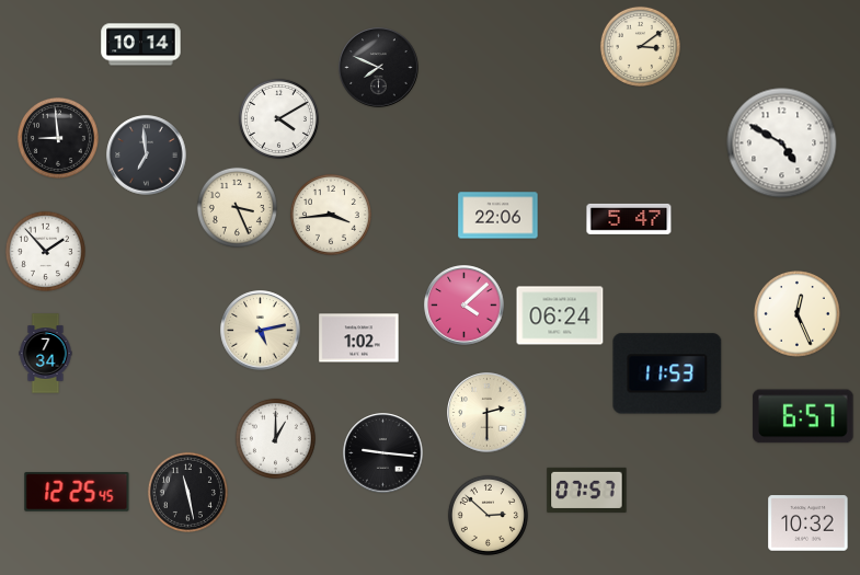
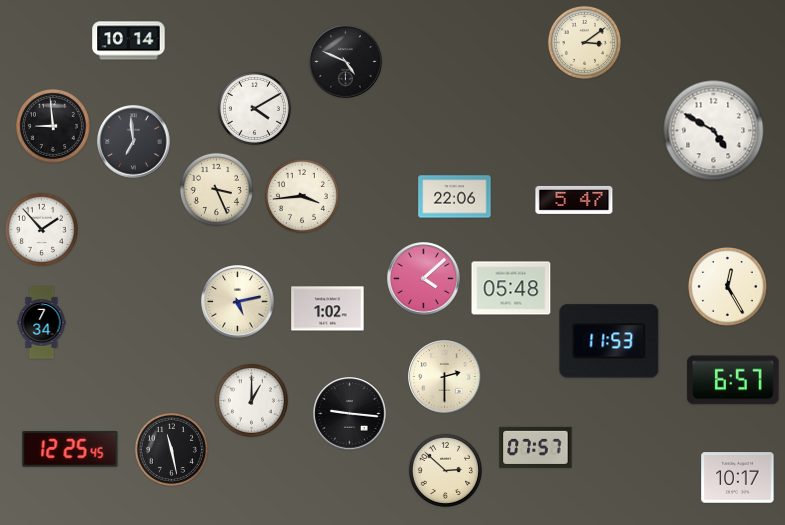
clock at (379, 68): 7:49 -> 4:49
clock at (798, 314): 12:26 -> 12:25
clock at (560, 315): 06:24 -> 05:48
clock at (809, 524): 10:32 -> 10:17
